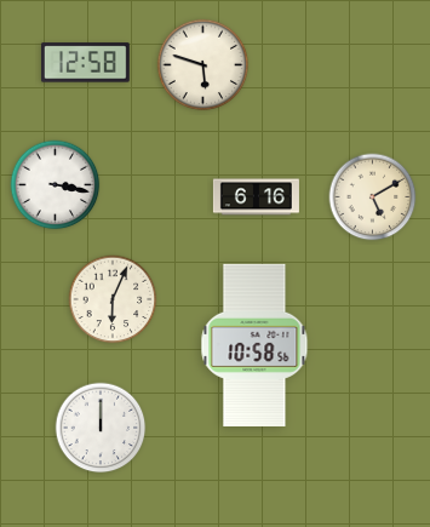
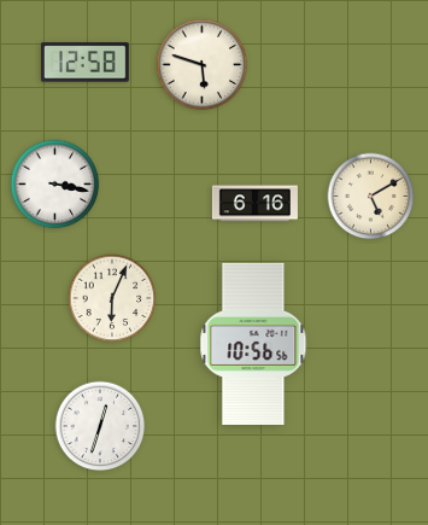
clock at (256, 197) position: (256, 197) -> (254, 204)
clock at (254, 345): 10:58 -> 10:56
clock at (101, 428): 12:00 -> 12:33
